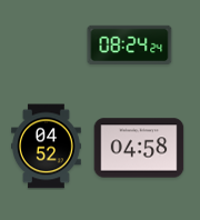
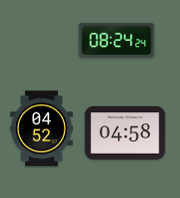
clock at (47, 147) position: (47, 147) -> (42, 129)
